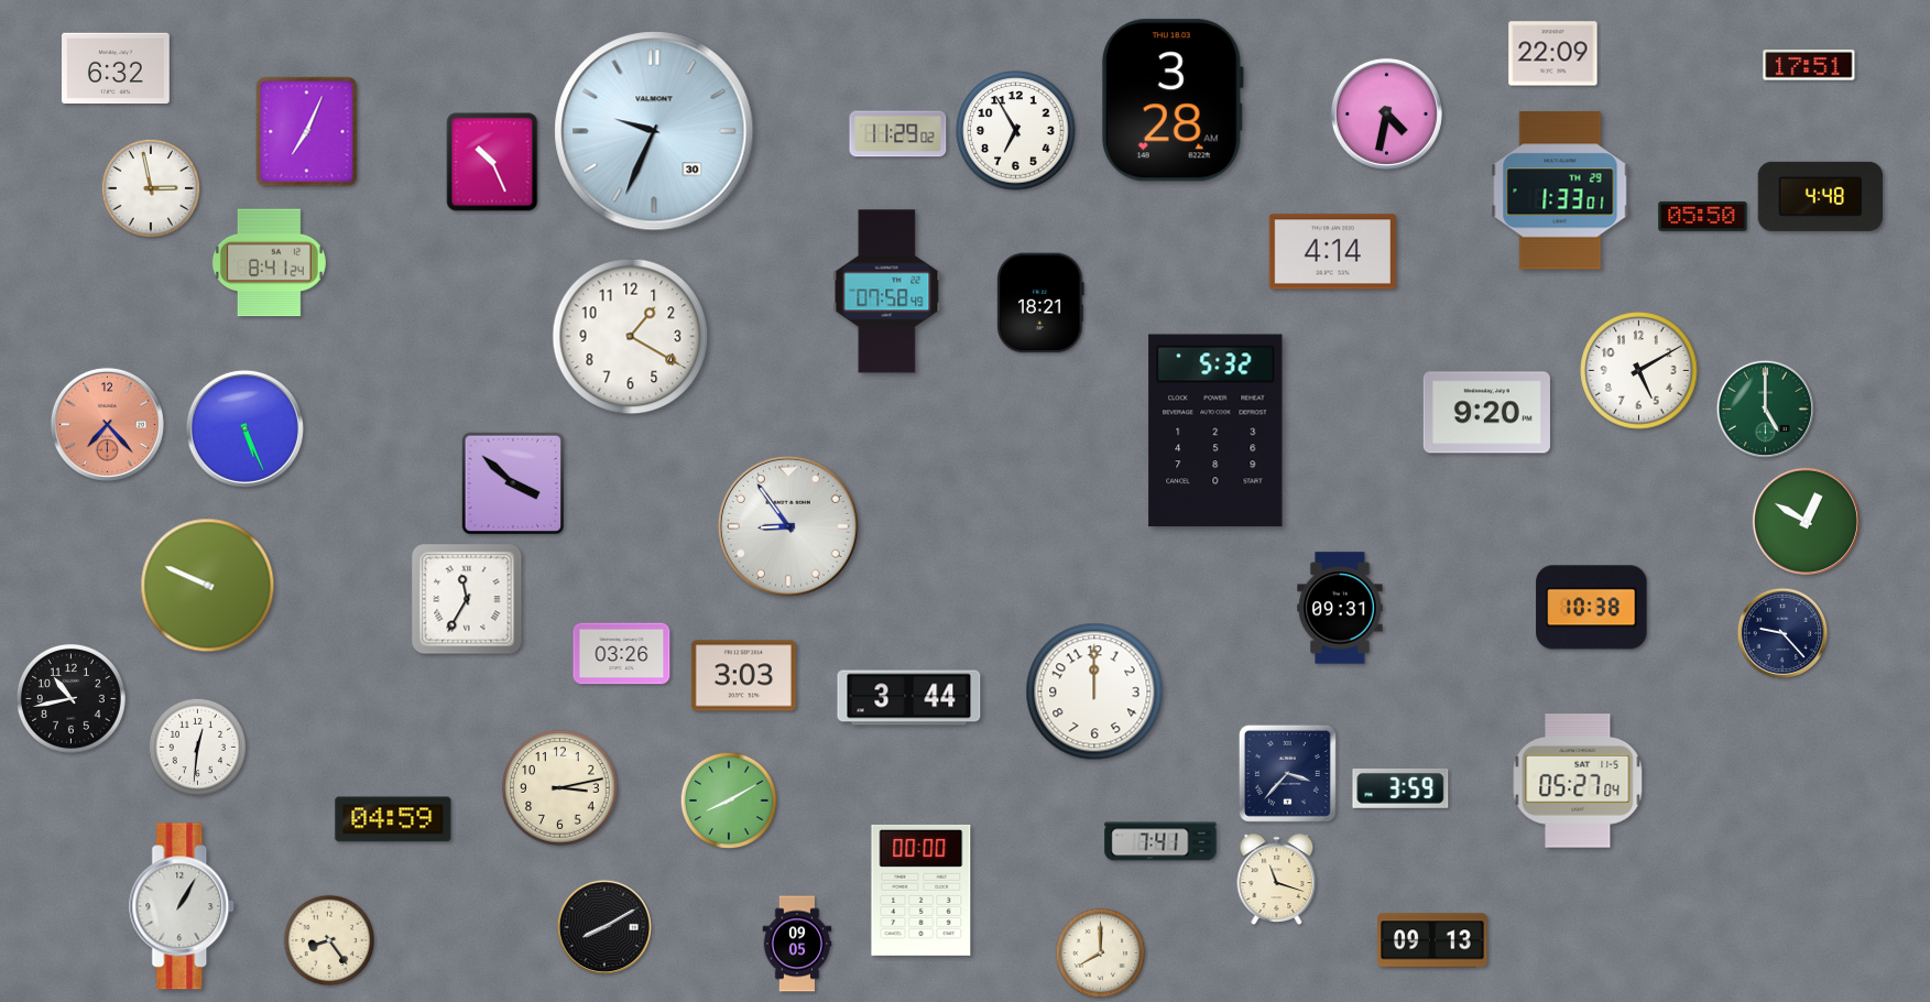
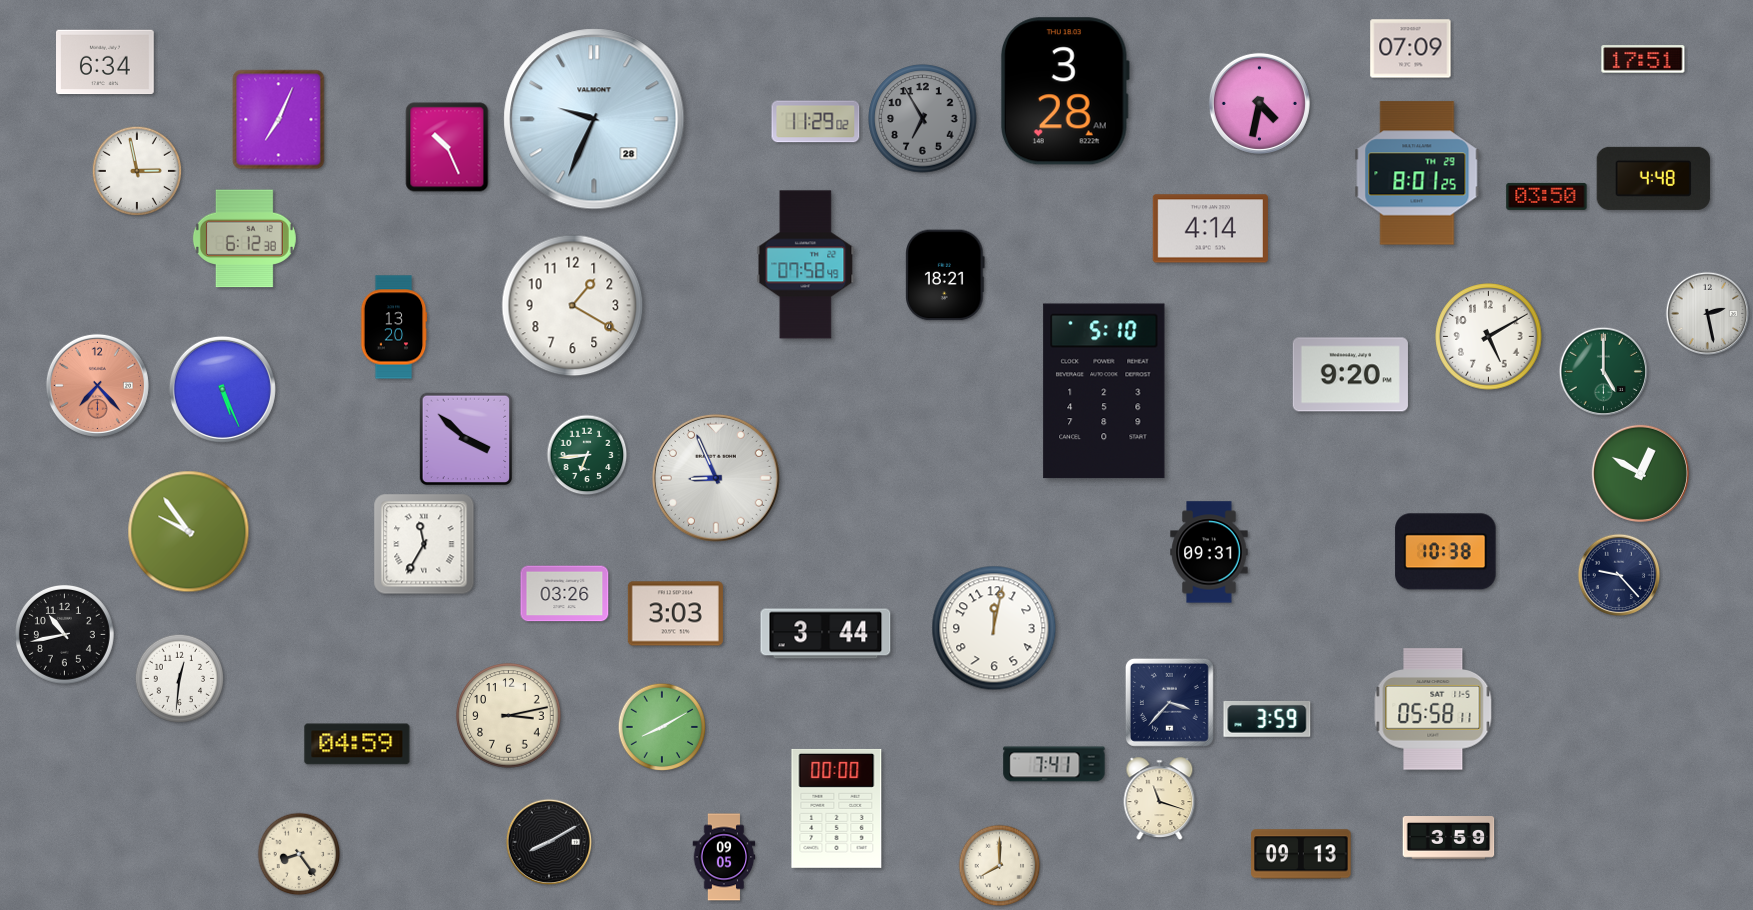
clock at (1553, 54): 22:09 -> 07:09
clock at (117, 68): 6:32 -> 6:34
clock at (654, 131) date: 30 -> 28
clock at (1016, 131) dial: white -> grey
clock at (1560, 190): 1:33 -> 8:01
clock at (1703, 216): 05:50 -> 03:50
clock at (269, 263): 8:41 -> 6:12
clock at (1708, 314): none -> 2:28
clock at (394, 327): none -> 13:20
clock at (1215, 431): 5:32 -> 5:10
clock at (587, 455): none -> 6:44
clock at (788, 526): 8:54 -> 8:56
clock at (208, 586): 9:49 -> 9:54
clock at (1340, 608) position: (1340, 608) -> (1209, 552)
clock at (1094, 691): 12:00 -> 12:02
clock at (1578, 781): 05:27 -> 05:58
clock at (1400, 788) position: (1400, 788) -> (1267, 719)
clock at (183, 906): 1:05 -> none
clock at (1449, 838): none -> 3:59
